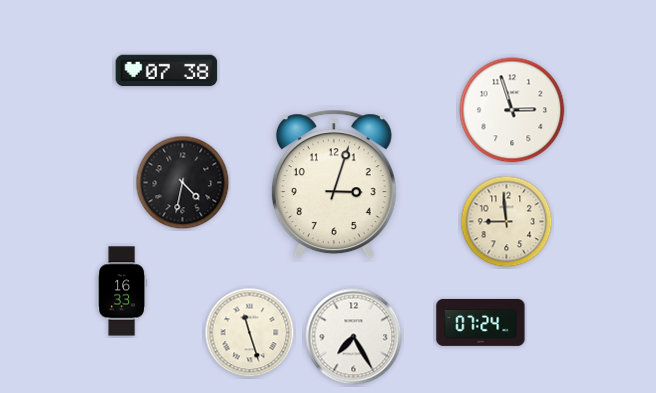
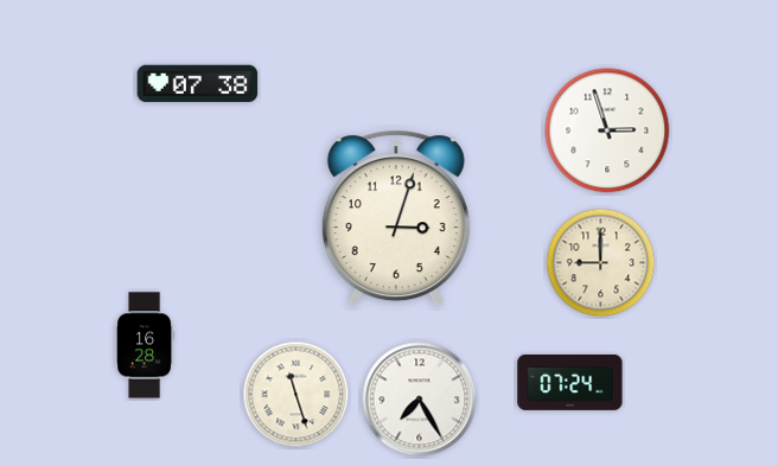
clock at (183, 183): 4:32 -> none
clock at (507, 222): 8:59 -> 9:00
clock at (122, 291): 16:33 -> 16:28
